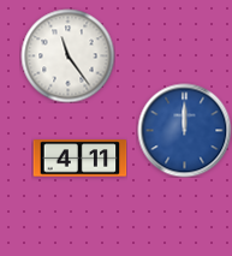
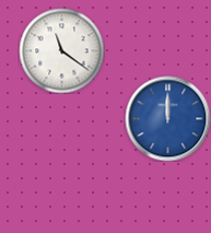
clock at (67, 55): 11:24 -> 11:21
clock at (79, 159): 4:11 -> none
